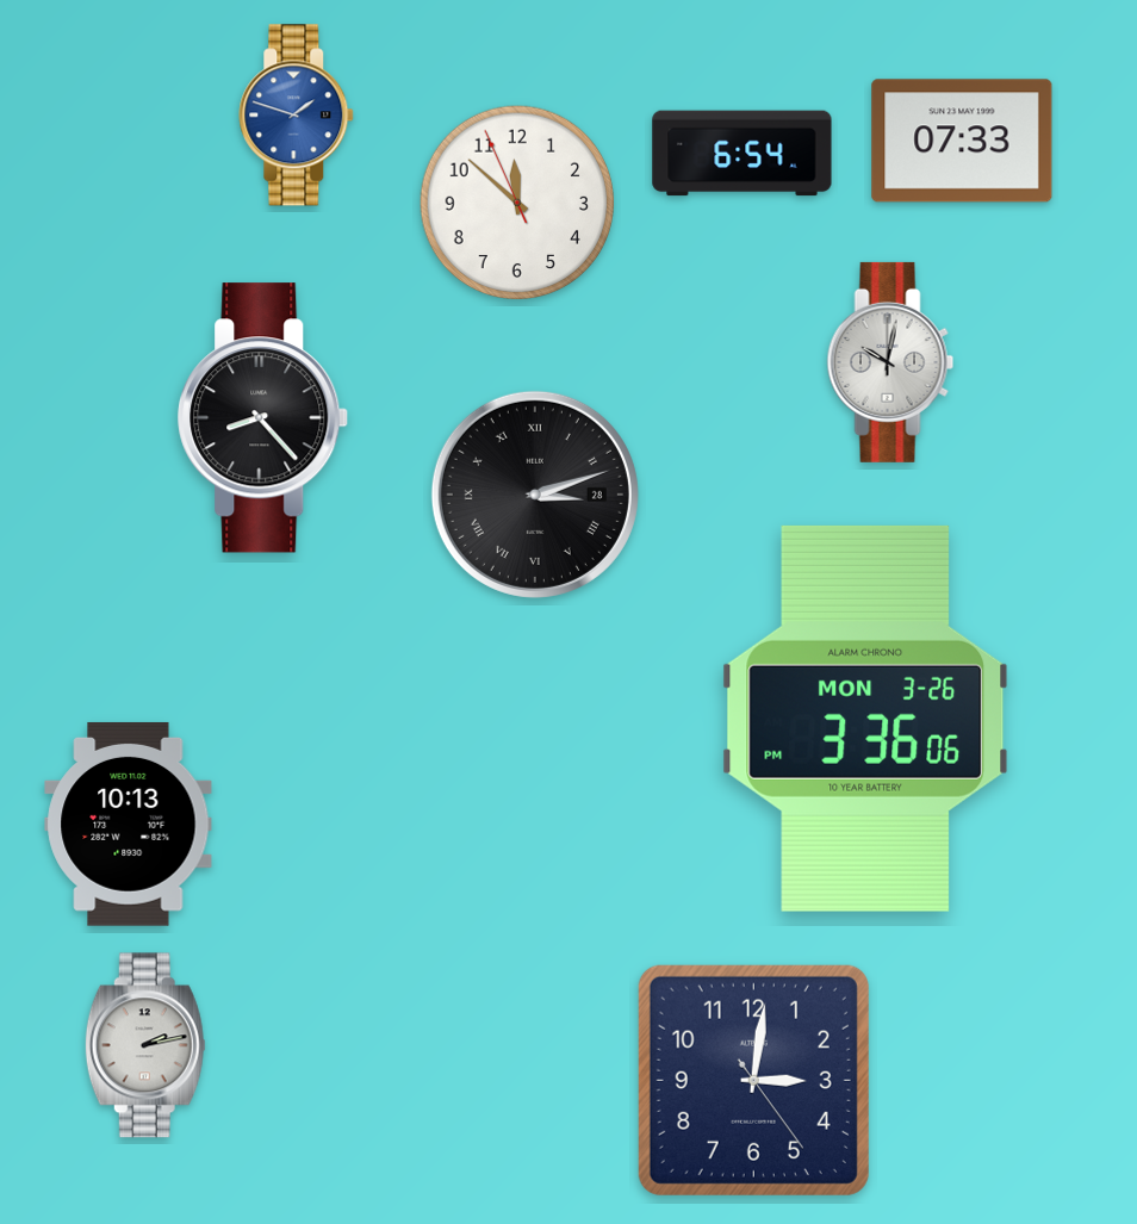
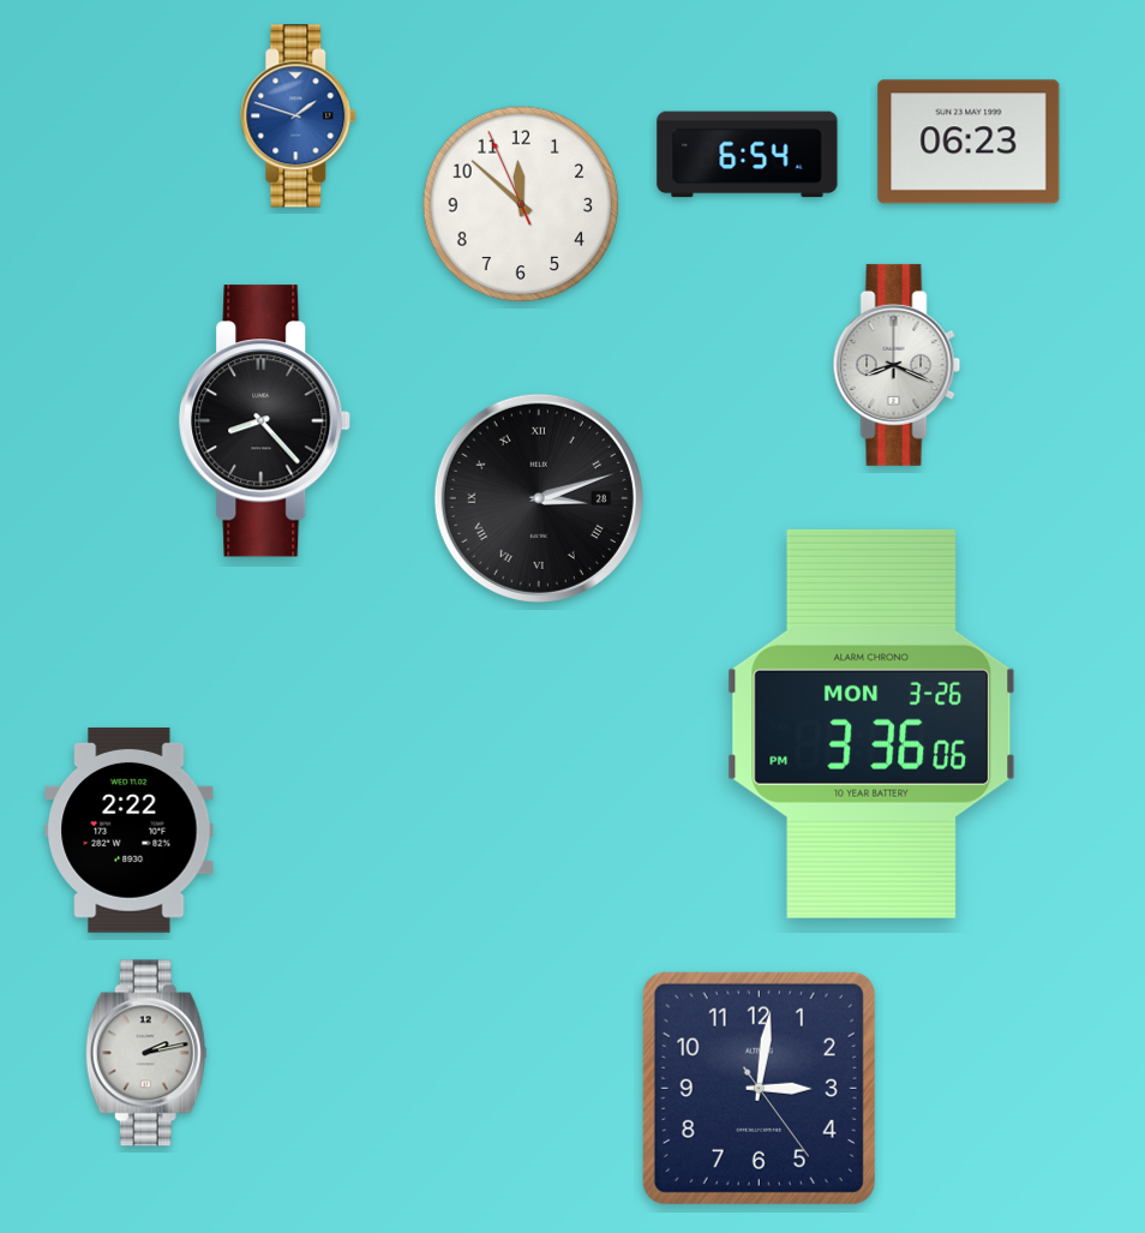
clock at (962, 141): 07:33 -> 06:23
clock at (890, 362): 10:02 -> 8:19
clock at (129, 825): 10:13 -> 2:22
